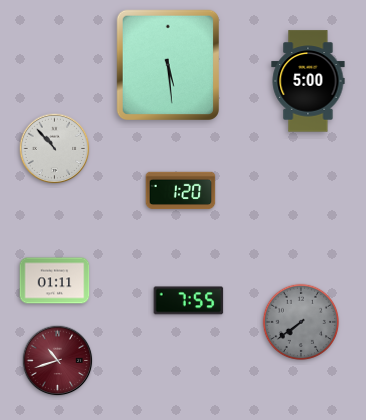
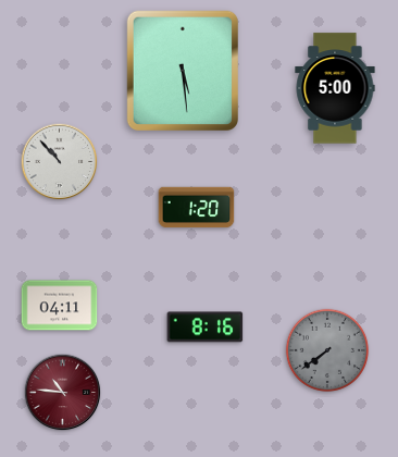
clock at (55, 281): 01:11 -> 04:11
clock at (189, 301): 7:55 -> 8:16
clock at (58, 361): 10:42 -> 10:46
